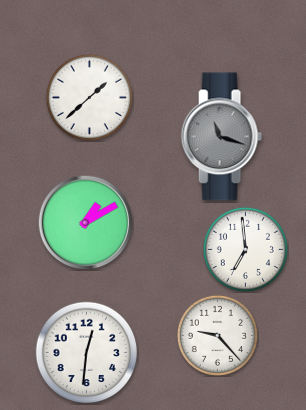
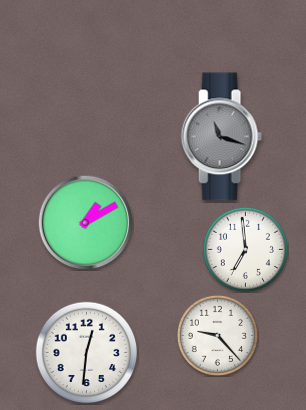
clock at (89, 97): 1:38 -> none
